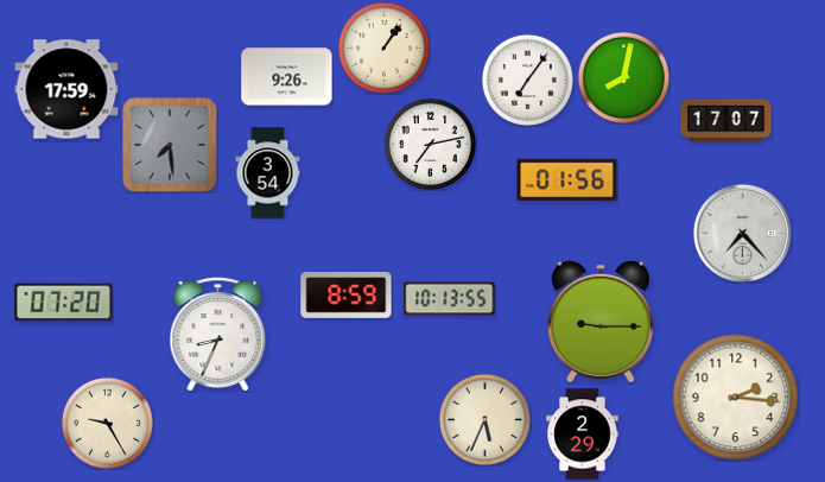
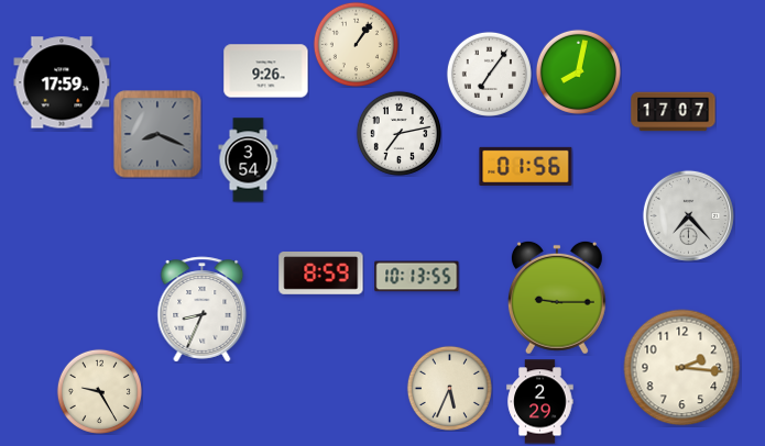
clock at (170, 145): 7:29 -> 8:19
clock at (64, 303): 07:20 -> none
